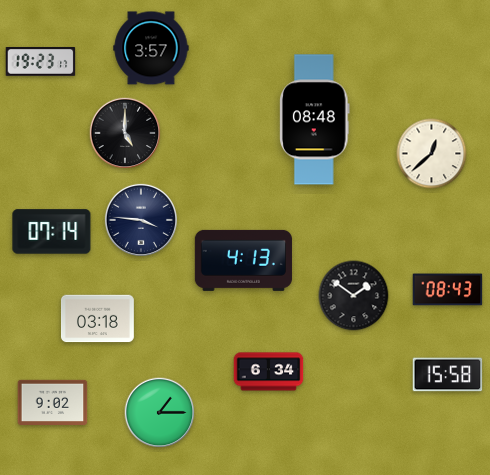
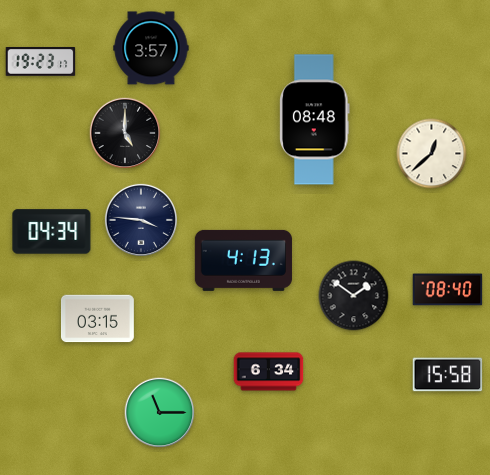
clock at (52, 232): 07:14 -> 04:34
clock at (448, 290): 08:43 -> 08:40
clock at (97, 319): 03:18 -> 03:15
clock at (53, 402): 9:02 -> none
clock at (160, 413): 1:15 -> 11:15
